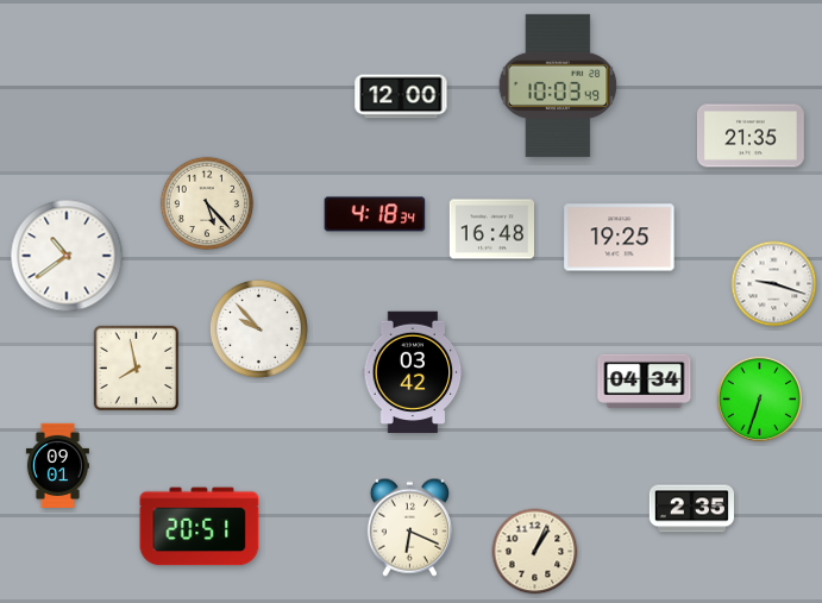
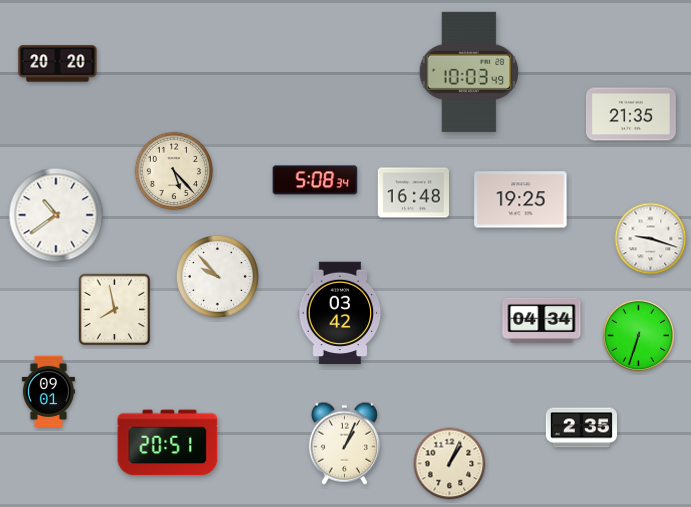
clock at (58, 64): none -> 20:20
clock at (401, 96): 12:00 -> none
clock at (375, 214): 4:18 -> 5:08
clock at (413, 372) position: (413, 372) -> (340, 313)
clock at (409, 527): 6:19 -> 1:04
